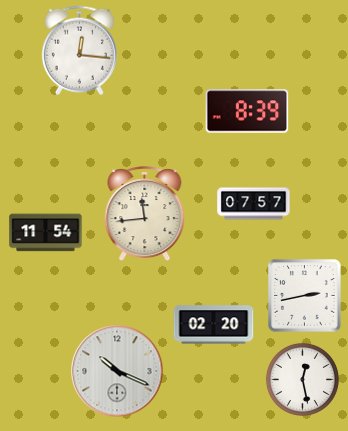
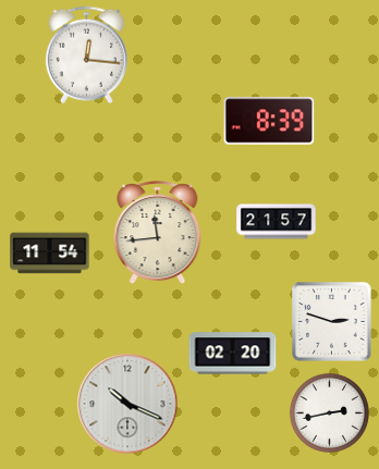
clock at (254, 204): 07:57 -> 21:57
clock at (305, 296): 2:43 -> 2:48
clock at (302, 379): 12:28 -> 2:43
